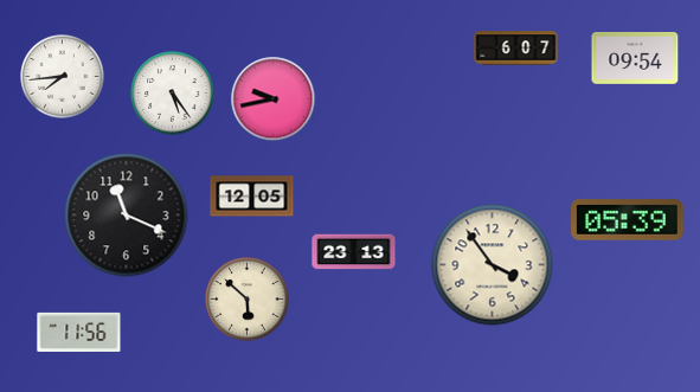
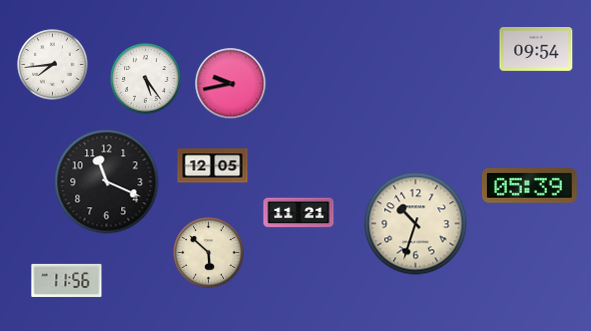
clock at (516, 49): 6:07 -> none
clock at (354, 252): 23:13 -> 11:21
clock at (493, 265): 3:54 -> 10:33
